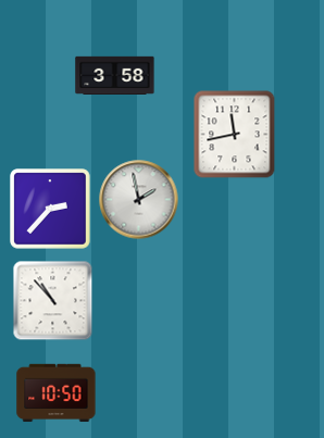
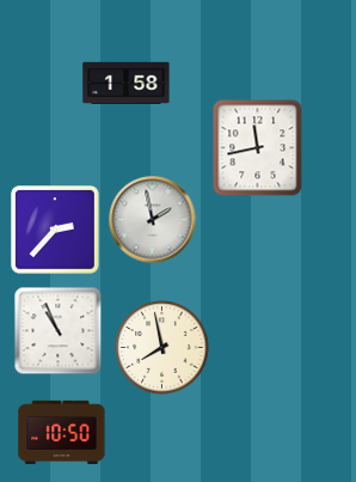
clock at (115, 75): 3:58 -> 1:58
clock at (53, 301): 10:53 -> 10:56
clock at (162, 348): none -> 7:58
